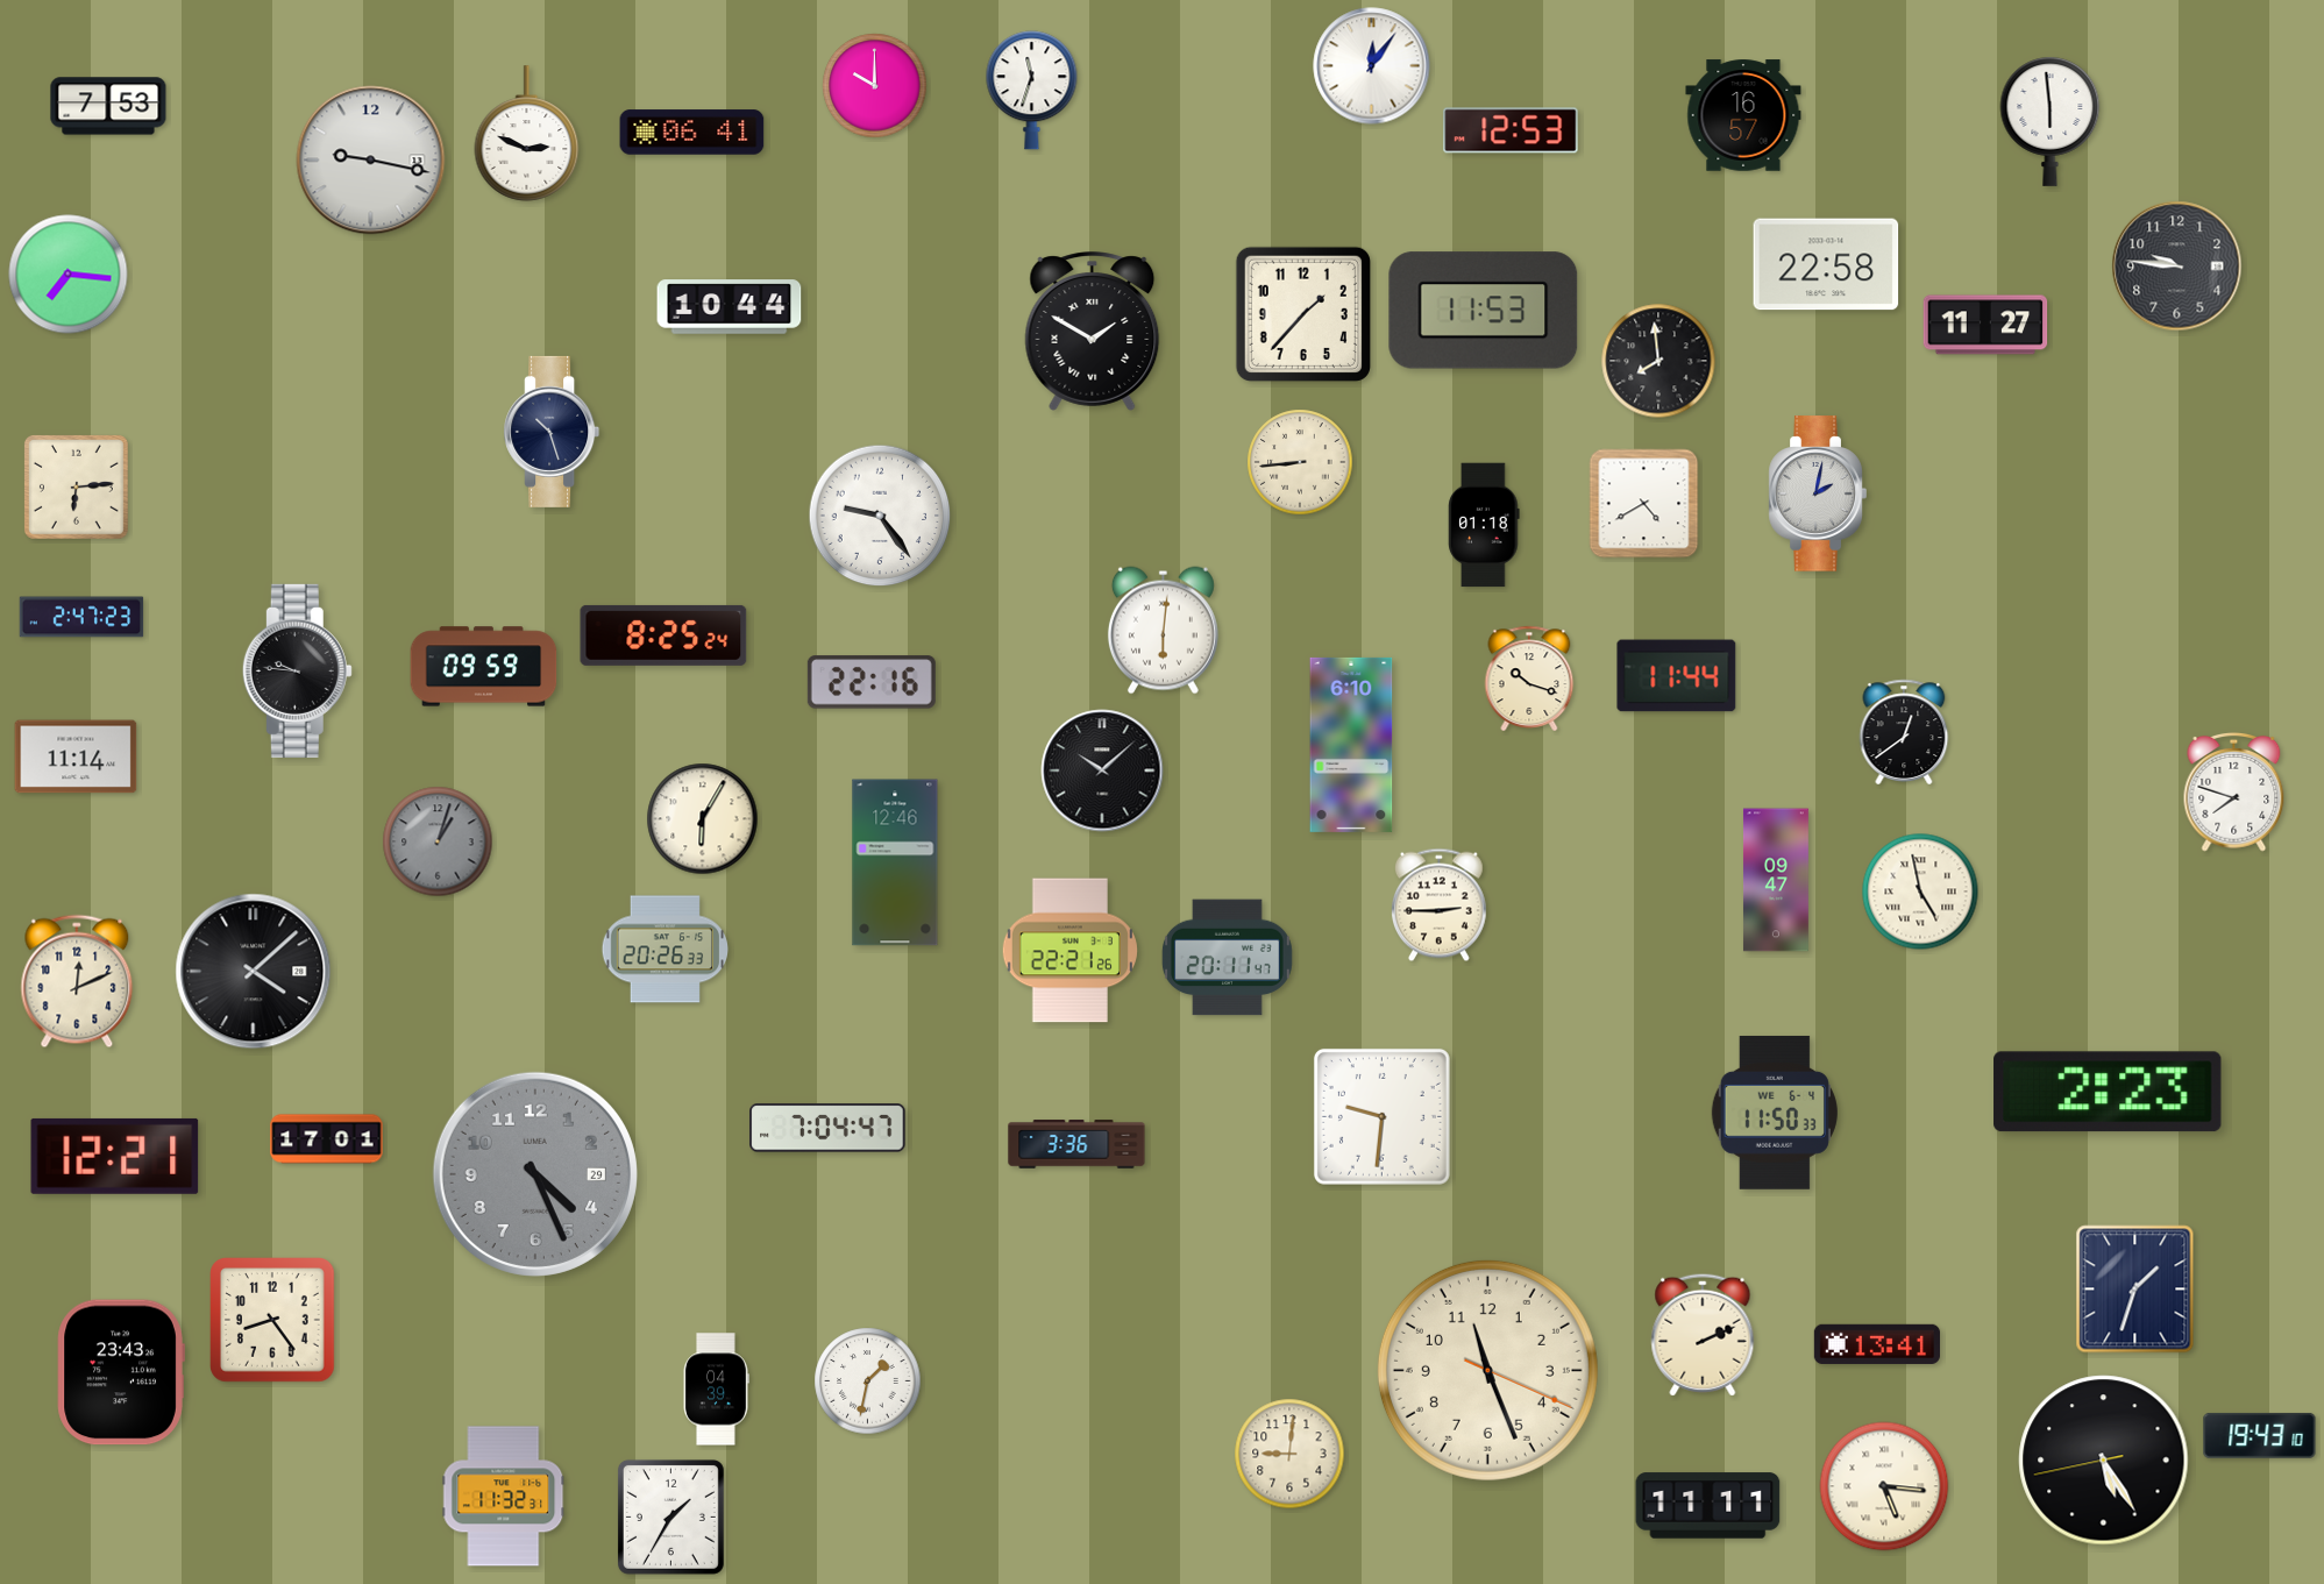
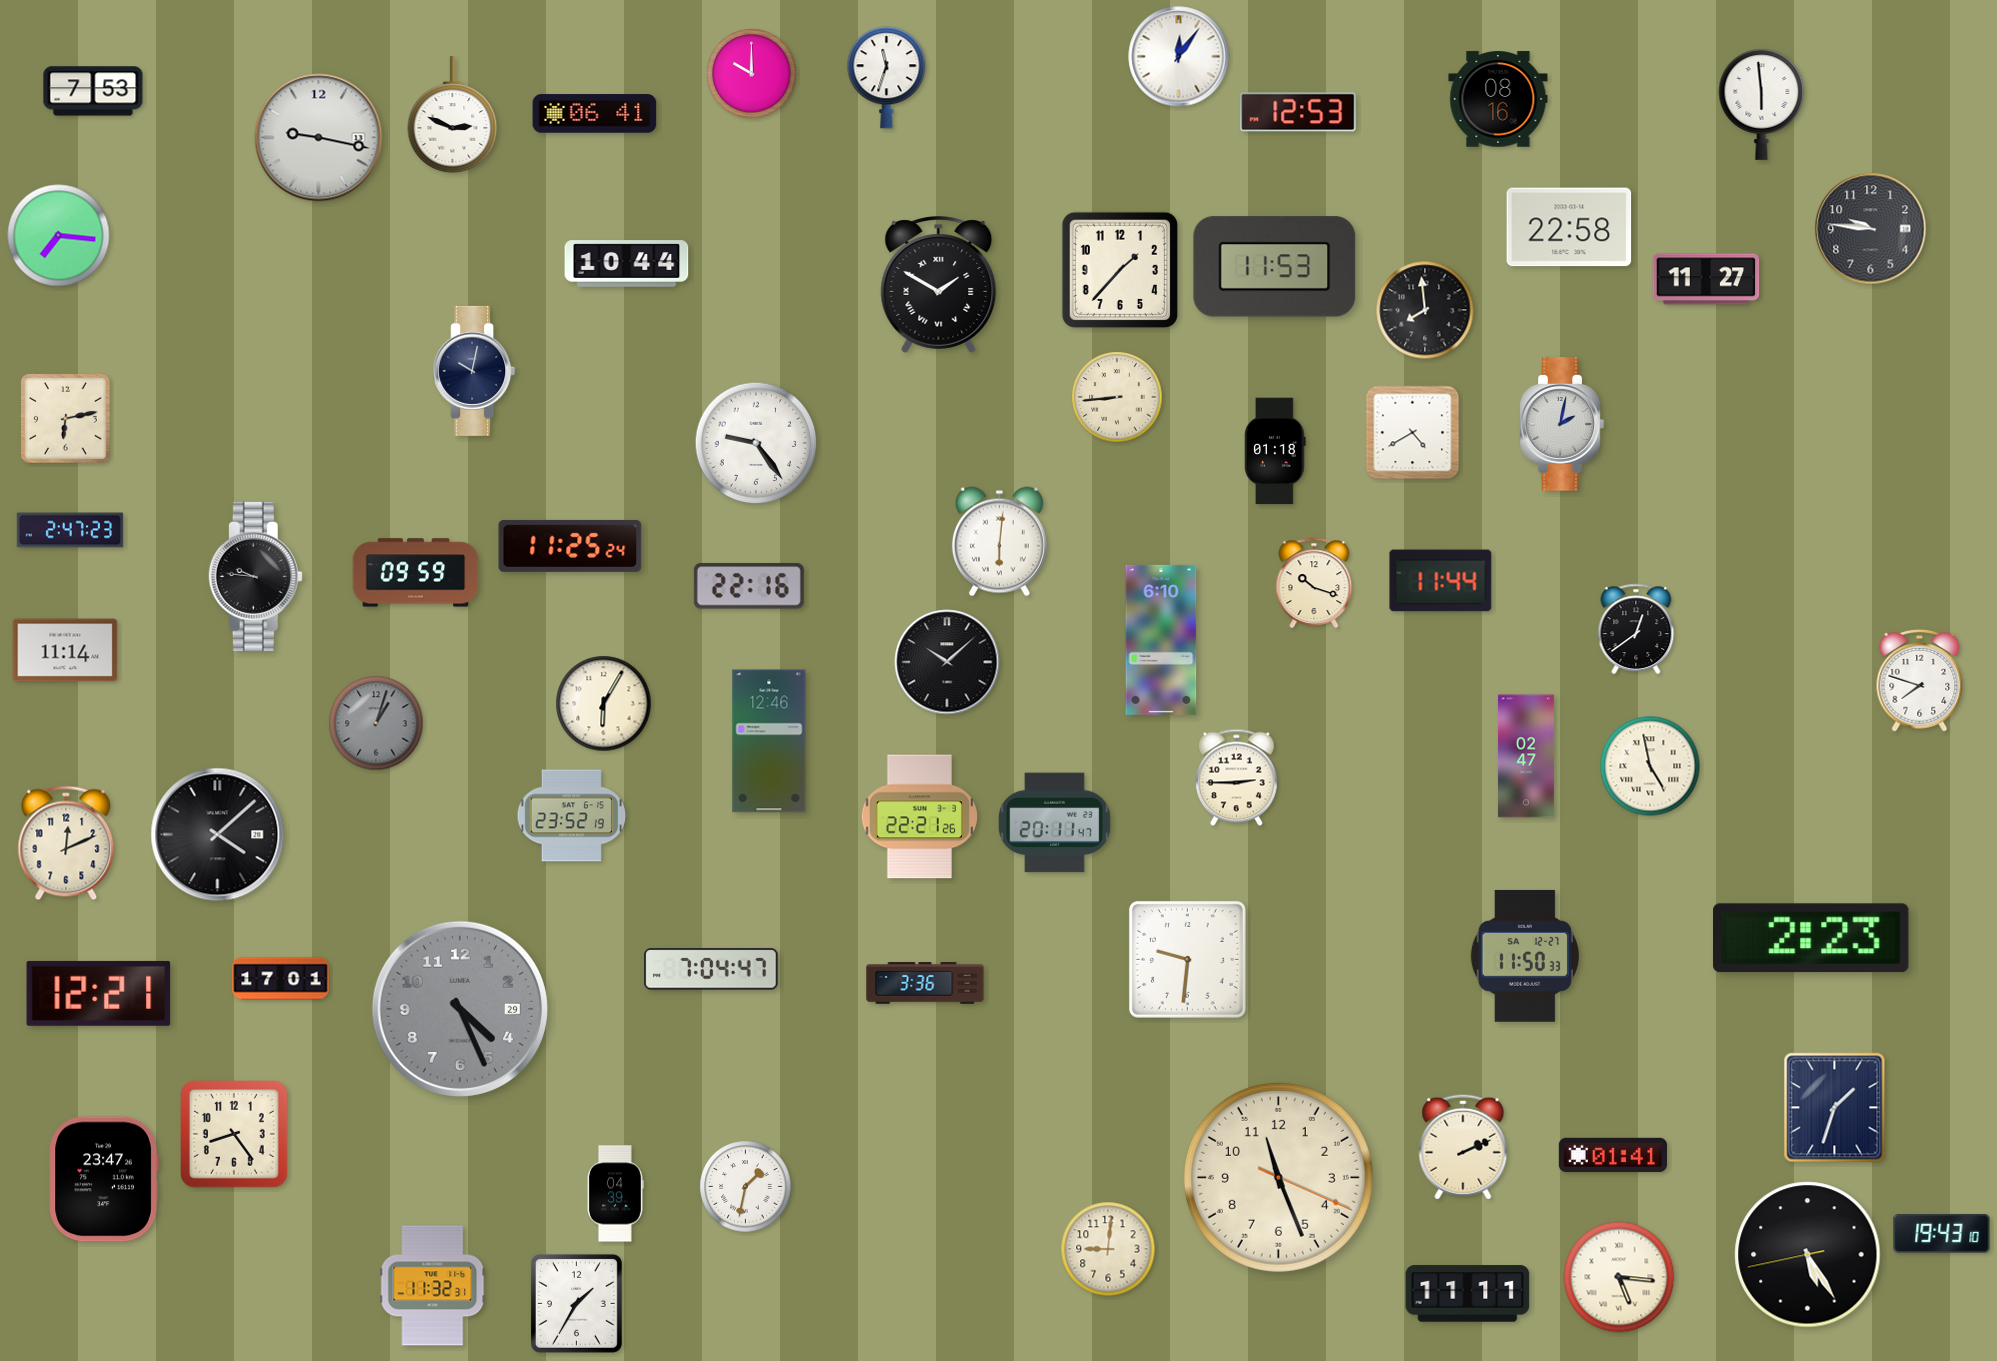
clock at (1743, 115): 16:57 -> 08:16
clock at (552, 432): 10:27 -> 10:02
clock at (76, 486): 6:14 -> 6:13
clock at (663, 635): 8:25 -> 11:25
clock at (1776, 880): 09:47 -> 02:47
clock at (664, 950): 20:26 -> 23:52
clock at (1775, 1113) date: WE 6-4 -> SA 12-27
clock at (1877, 1344): 13:41 -> 01:41
clock at (121, 1372): 23:43 -> 23:47
